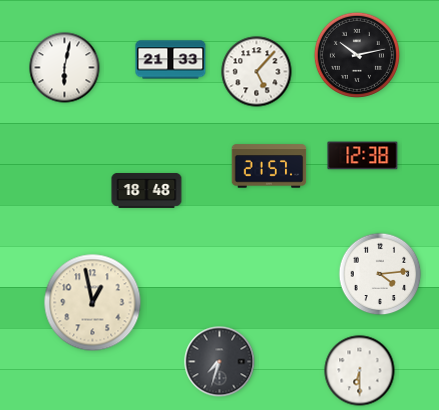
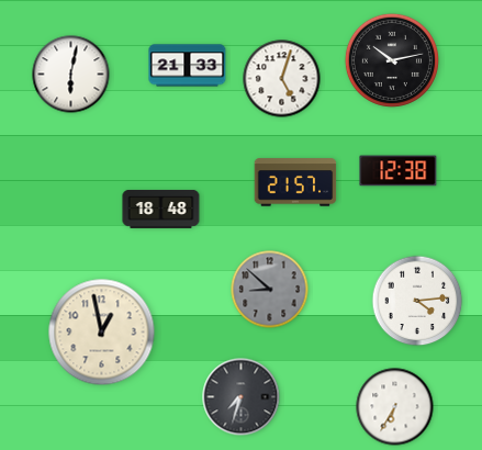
clock at (257, 72): 5:07 -> 5:03
clock at (270, 290): none -> 8:52
clock at (360, 371): 6:30 -> 6:35
